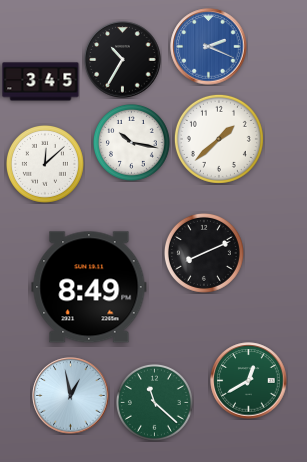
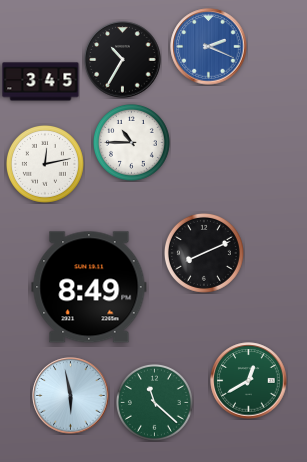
clock at (219, 139): 1:38 -> none
clock at (131, 142): 10:17 -> 10:45
clock at (45, 164): 12:08 -> 12:13
clock at (71, 396): 12:58 -> 5:58
